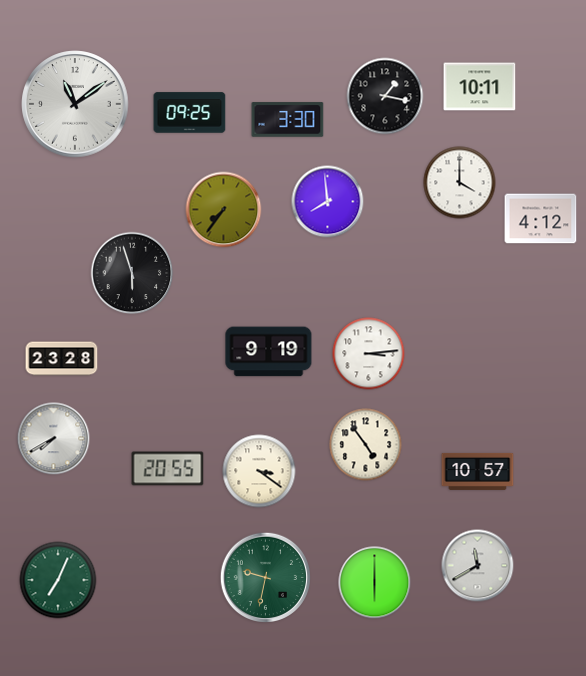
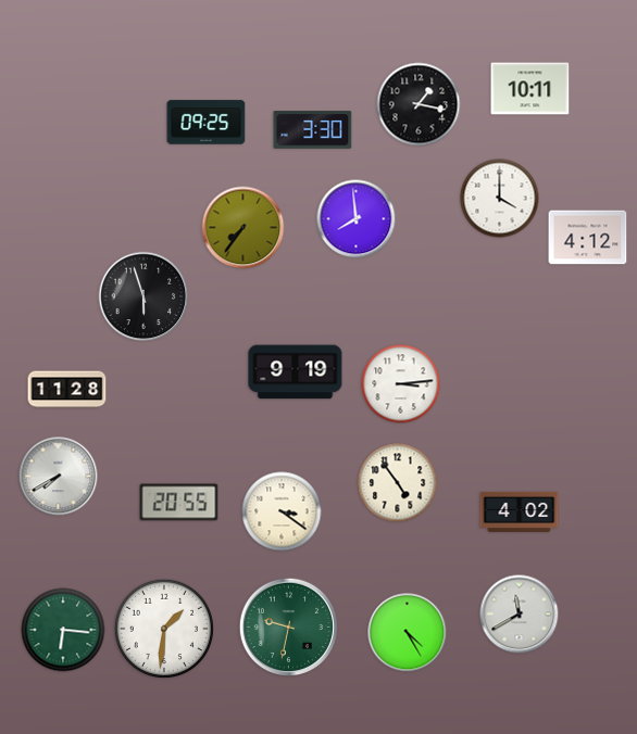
clock at (480, 87) position: (480, 87) -> (530, 89)
clock at (75, 104): 11:09 -> none
clock at (269, 352) position: (269, 352) -> (296, 372)
clock at (62, 359): 23:28 -> 11:28
clock at (168, 469) position: (168, 469) -> (179, 503)
clock at (478, 471): 10:57 -> 4:02
clock at (164, 629): none -> 1:31
clock at (58, 580): 7:04 -> 6:16
clock at (375, 583): 6:00 -> 4:25
